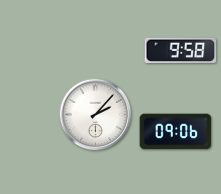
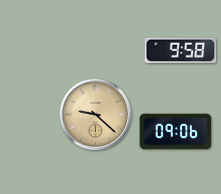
clock at (96, 115): 2:07 -> 9:22
clock at (96, 115) dial: white -> champagne
